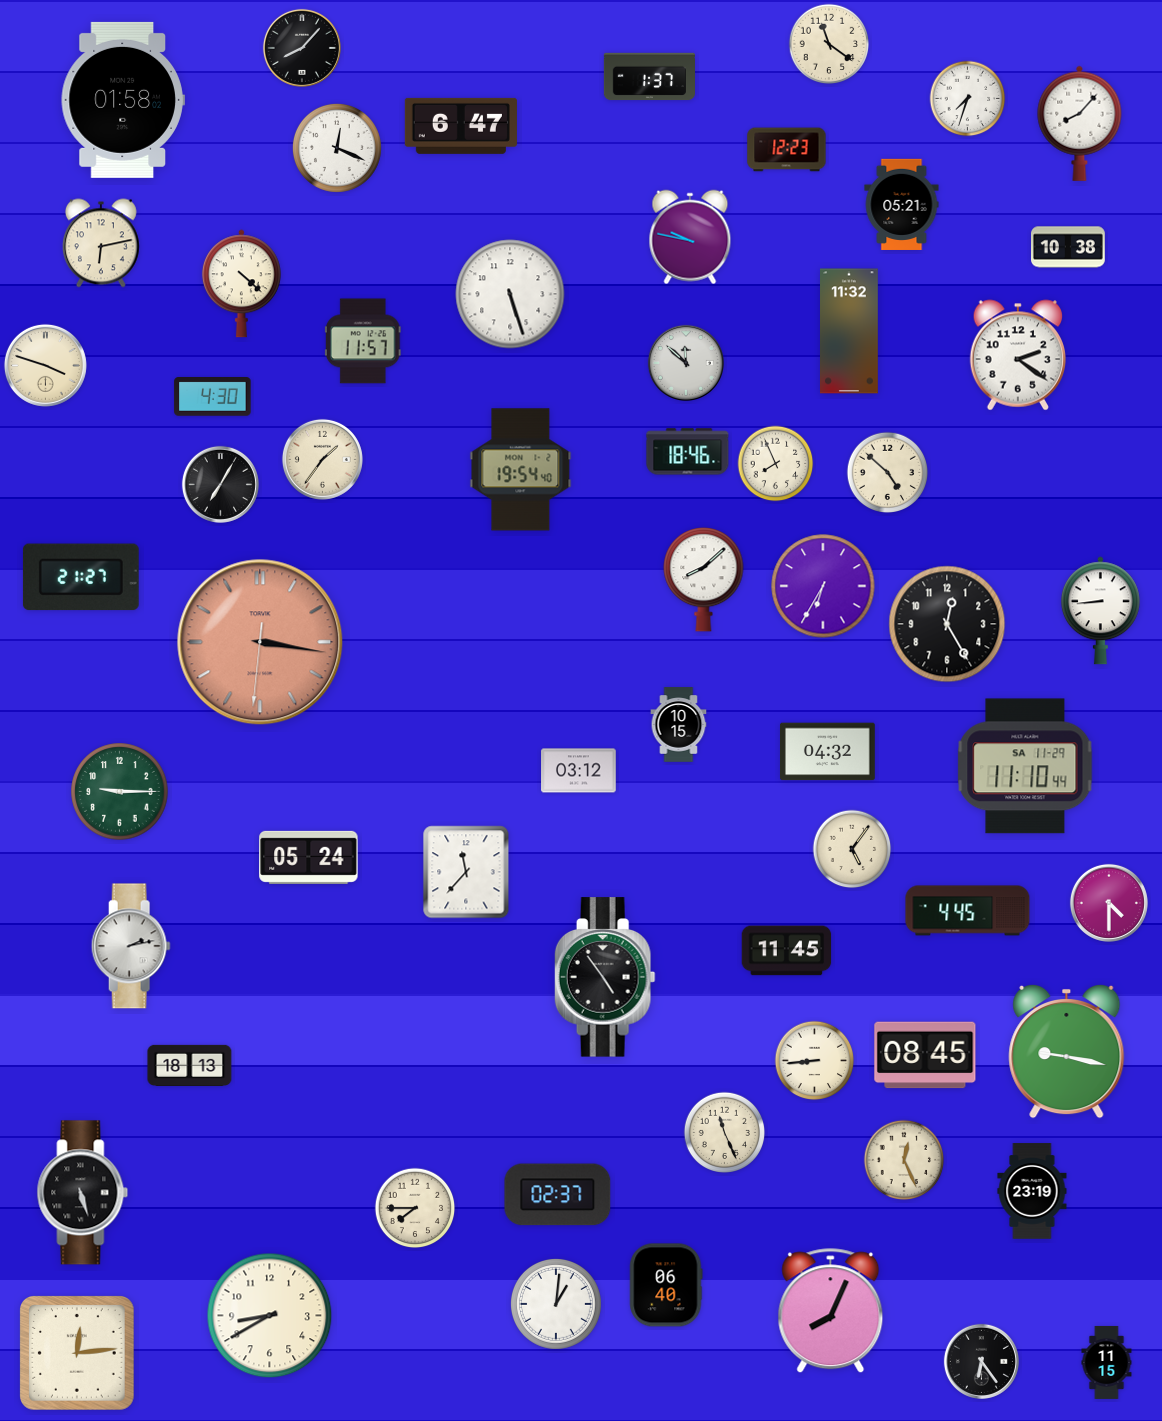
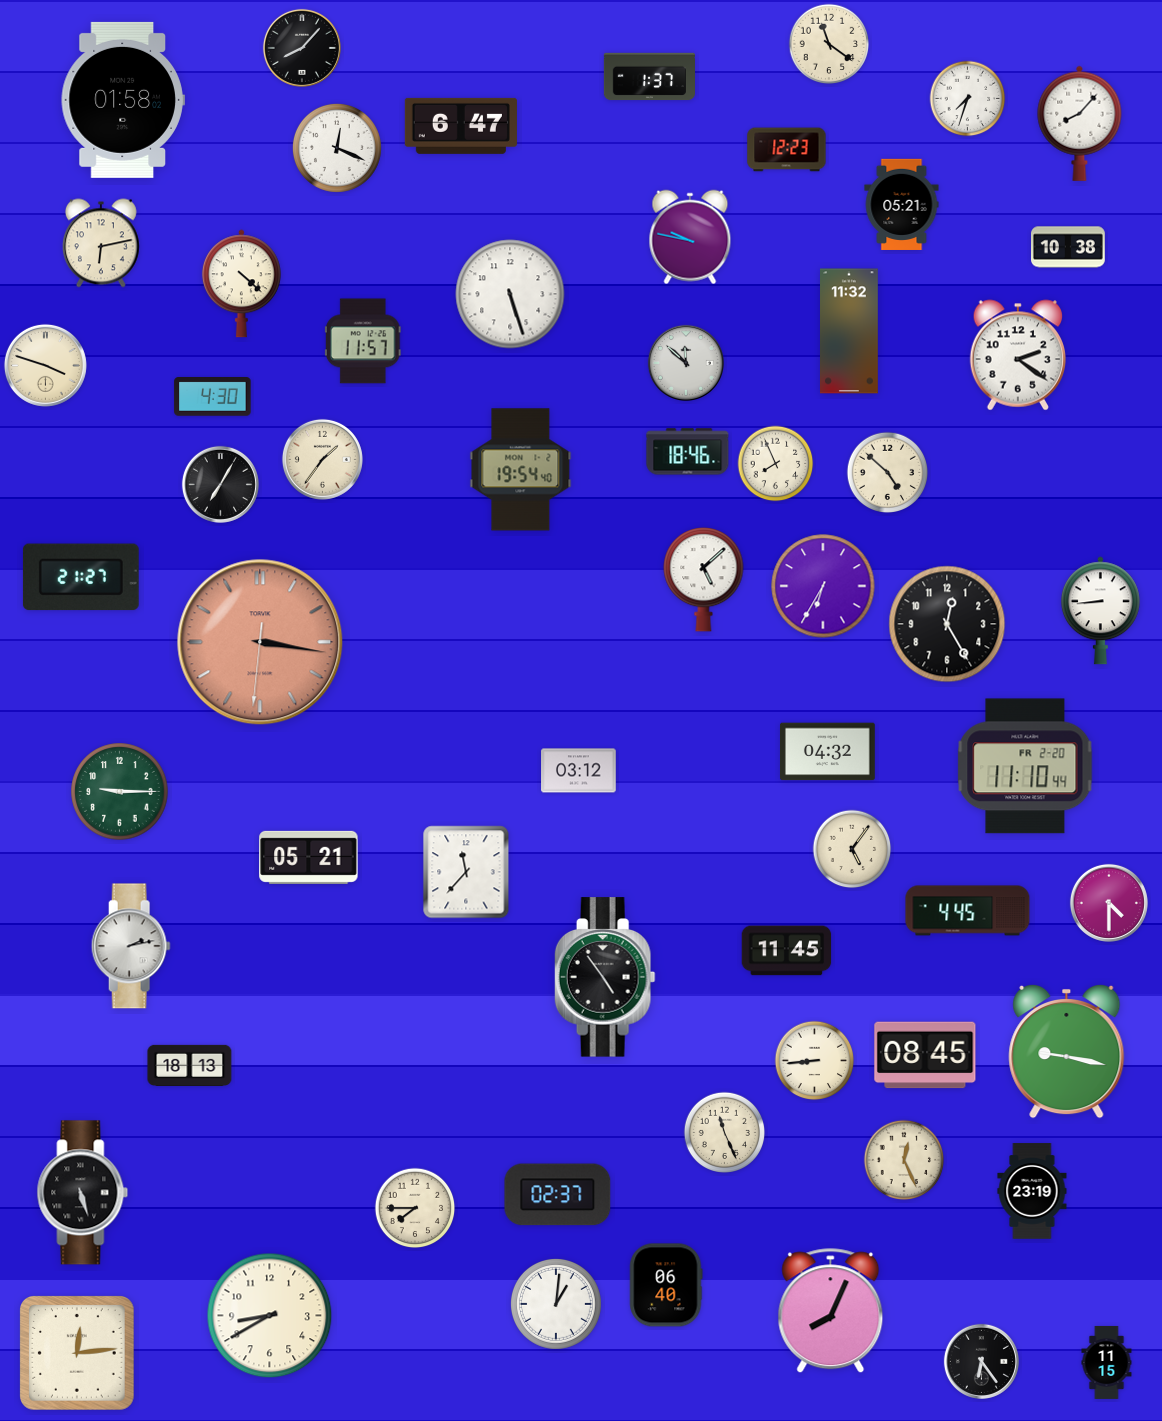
clock at (704, 579): 8:08 -> 5:08
clock at (679, 725): 10:15 -> none
clock at (1025, 766) date: SA 11-29 -> FR 2-20
clock at (309, 857): 05:24 -> 05:21
